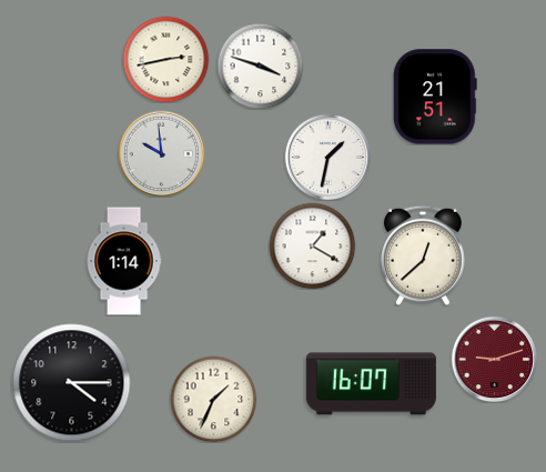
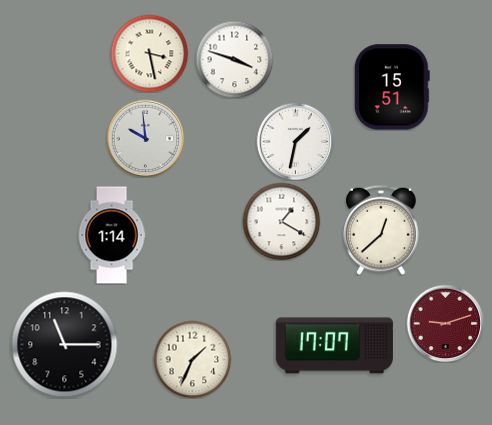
clock at (165, 59): 2:43 -> 3:28
clock at (435, 97): 21:51 -> 15:51
clock at (72, 383): 4:15 -> 11:15
clock at (371, 384): 16:07 -> 17:07
